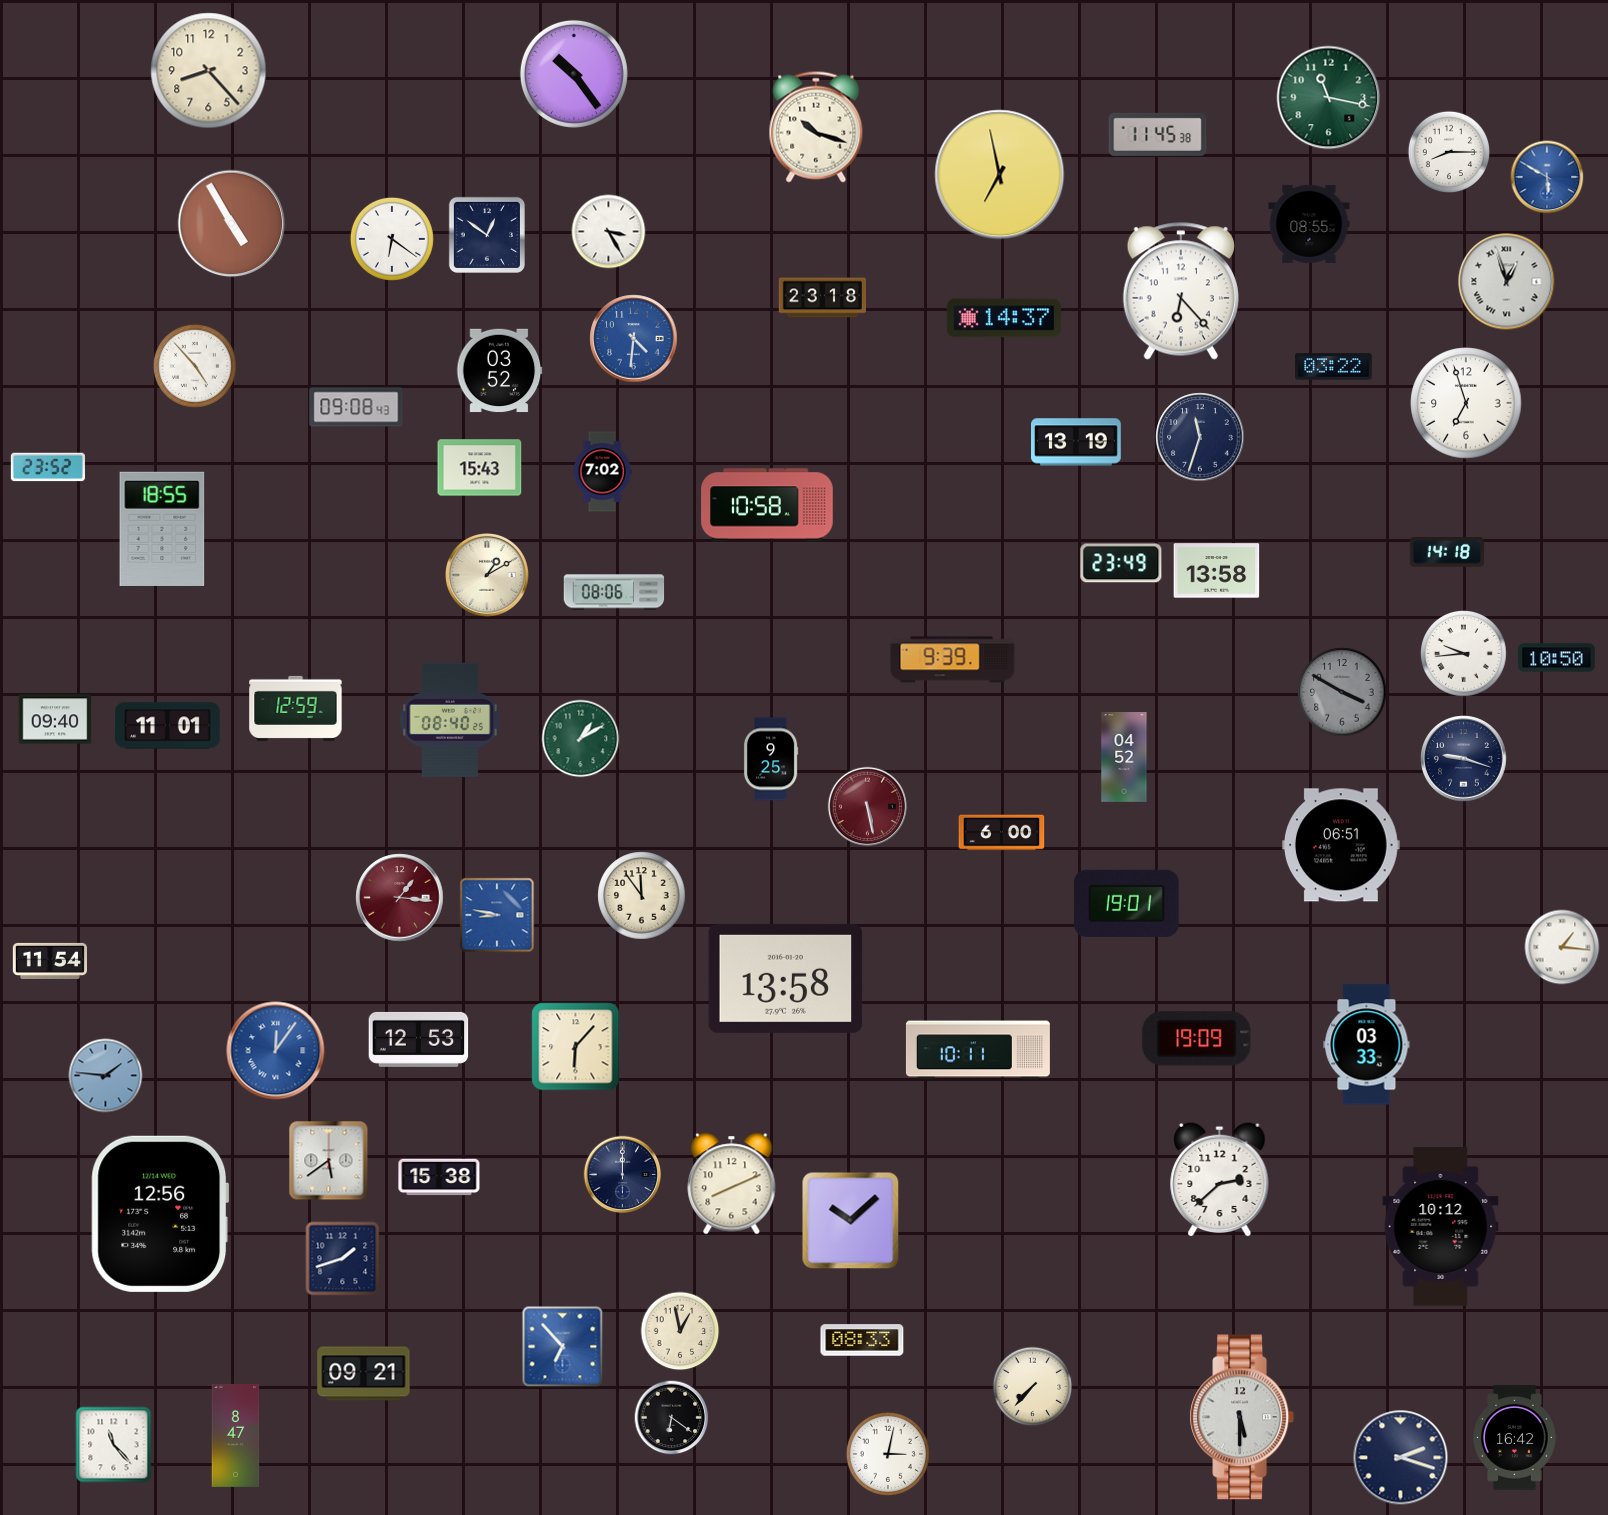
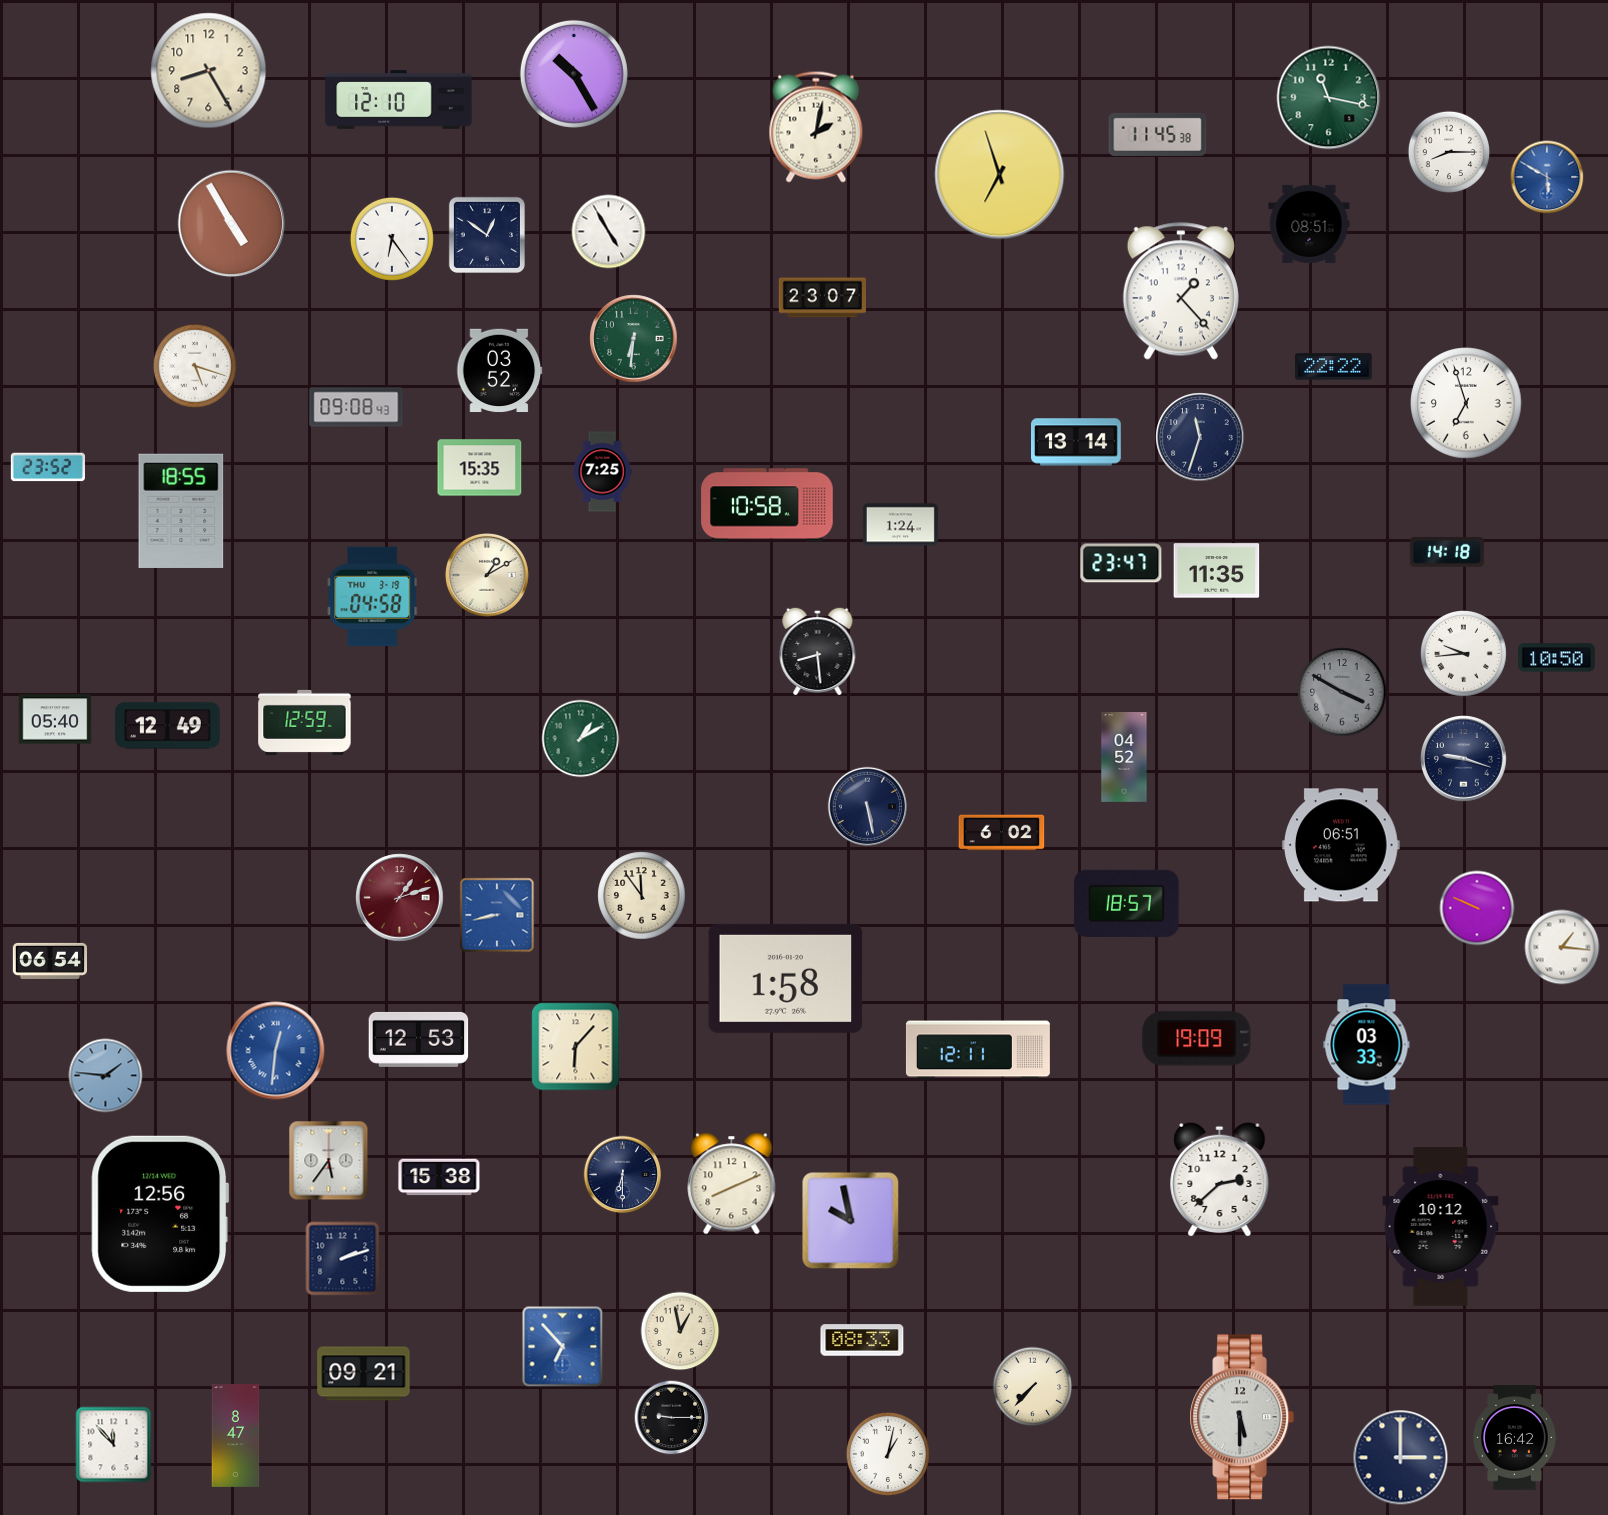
clock at (209, 71): 8:23 -> 8:25
clock at (574, 74): 10:24 -> 10:25
clock at (399, 100): none -> 12:10
clock at (816, 127): 10:18 -> 2:02
clock at (1000, 175): 6:58 -> 6:57
clock at (1309, 224): 08:55 -> 08:51
clock at (609, 232): 3:25 -> 4:55
clock at (392, 239): 6:21 -> 6:24
clock at (1507, 282): 12:57 -> none
clock at (1181, 291): 6:23 -> 1:23
clock at (822, 298): 23:18 -> 23:07
clock at (1003, 318): 14:37 -> none
clock at (634, 339): 4:31 -> 6:31
clock at (634, 339) dial: blue -> green
clock at (195, 366): 4:53 -> 5:18
clock at (1334, 367): 03:22 -> 22:22
clock at (1077, 442): 13:19 -> 13:14
clock at (480, 468): 15:43 -> 15:35
clock at (602, 472): 7:02 -> 7:25
clock at (900, 525): none -> 1:24
clock at (162, 529) position: (162, 529) -> (181, 511)
clock at (1121, 563): 23:49 -> 23:47
clock at (1217, 571): 13:58 -> 11:35
clock at (614, 592): 08:06 -> none
clock at (373, 597): none -> 04:58
clock at (818, 651): none -> 8:29
clock at (953, 660): 9:39 -> none
clock at (296, 708) position: (296, 708) -> (305, 722)
clock at (55, 719): 09:40 -> 05:40
clock at (450, 719): 08:40 -> none
clock at (168, 726): 11:01 -> 12:49
clock at (771, 759): 9:25 -> none
clock at (867, 806) dial: burgundy -> navy
clock at (1002, 833): 6:00 -> 6:02
clock at (400, 898): 1:16 -> 1:12
clock at (1127, 903): 19:01 -> 18:57
clock at (1477, 908): none -> 9:49
clock at (497, 915): 8:47 -> 8:43
clock at (49, 961): 11:54 -> 06:54
clock at (786, 978): 13:58 -> 1:58
clock at (978, 1050): 10:11 -> 12:11
clock at (276, 1051): 12:06 -> 12:31
clock at (329, 1161): 5:39 -> 5:36
clock at (623, 1175): 12:00 -> 6:30
clock at (851, 1221): 10:08 -> 9:58
clock at (343, 1259): 1:42 -> 2:12
clock at (672, 1418): 6:21 -> 9:15
clock at (114, 1445): 11:23 -> 11:53
clock at (888, 1454): 3:02 -> 1:02
clock at (1401, 1458): 2:18 -> 3:00
